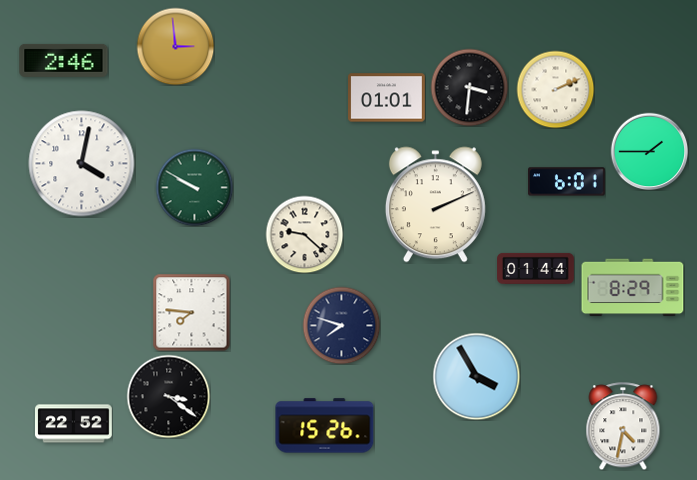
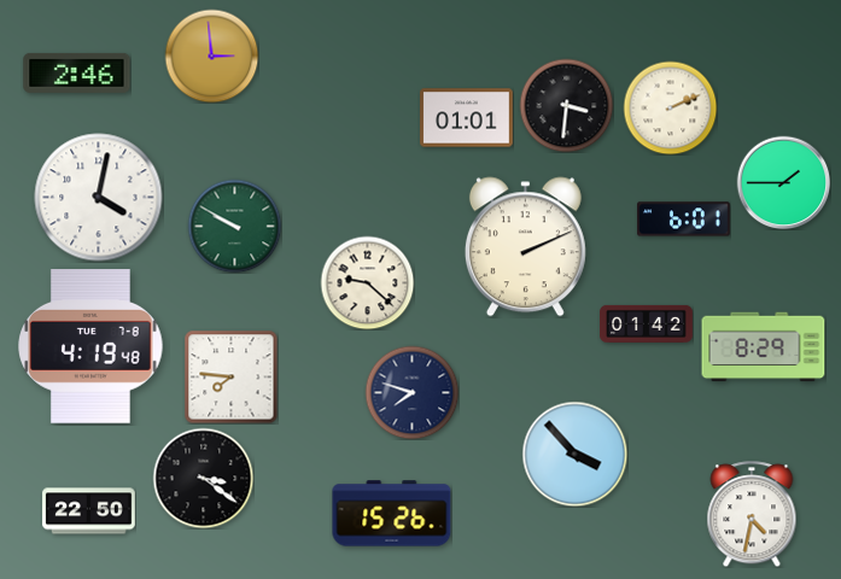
clock at (536, 268): 01:44 -> 01:42
clock at (90, 347): none -> 4:19
clock at (476, 376): 3:55 -> 3:53
clock at (74, 424): 22:52 -> 22:50
